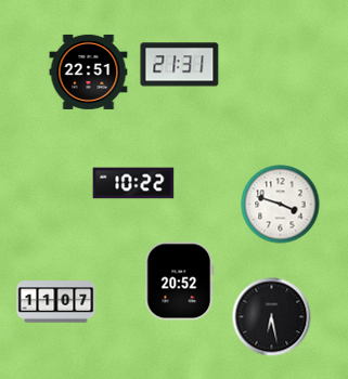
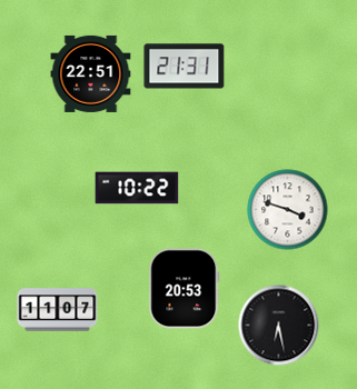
clock at (180, 282): 20:52 -> 20:53
